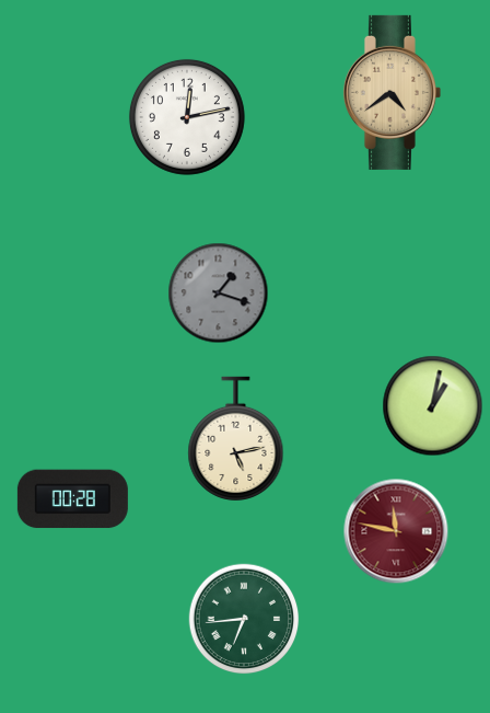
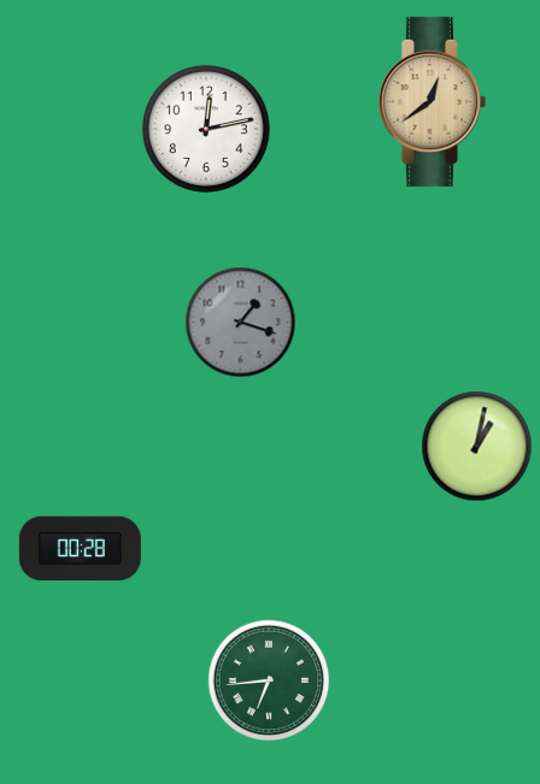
clock at (392, 92): 4:39 -> 12:39
clock at (236, 438): 5:13 -> none
clock at (396, 531): 11:47 -> none
